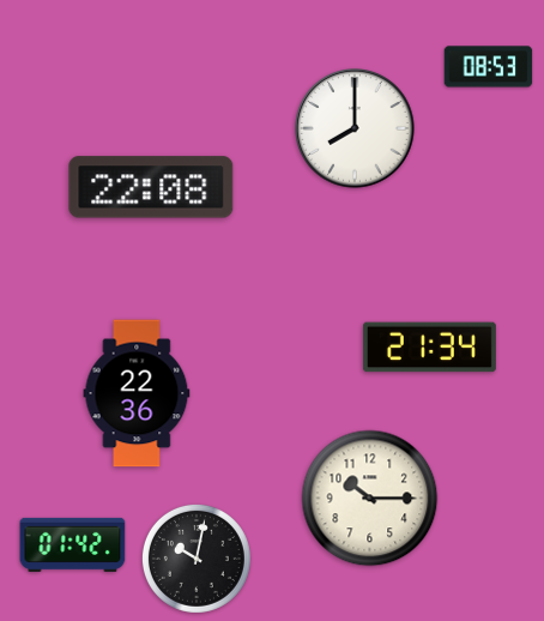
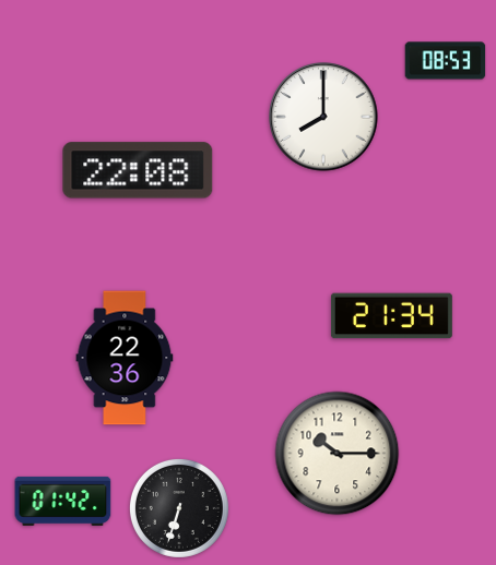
clock at (73, 544) position: (73, 544) -> (63, 501)
clock at (197, 559): 10:02 -> 6:33
